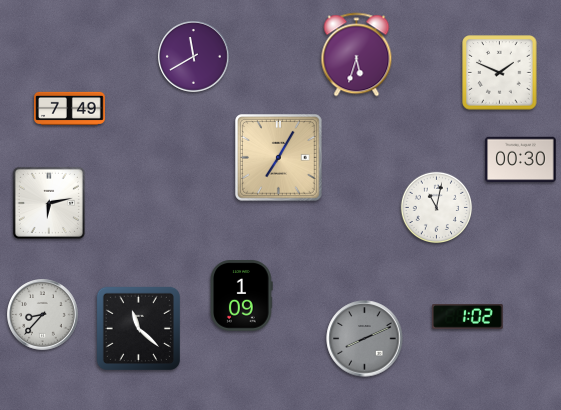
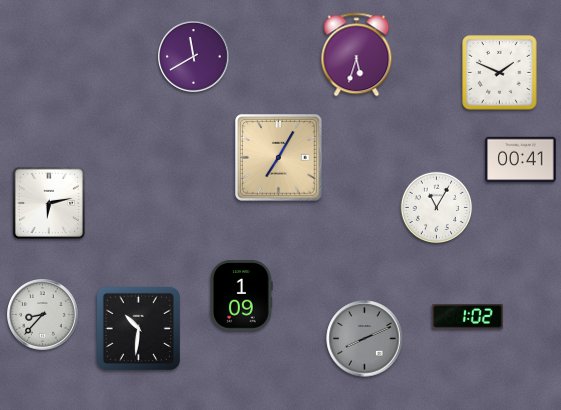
clock at (70, 108): 7:49 -> none
clock at (521, 160): 00:30 -> 00:41
clock at (437, 208): 11:02 -> 11:05
clock at (138, 328): 11:22 -> 10:31
